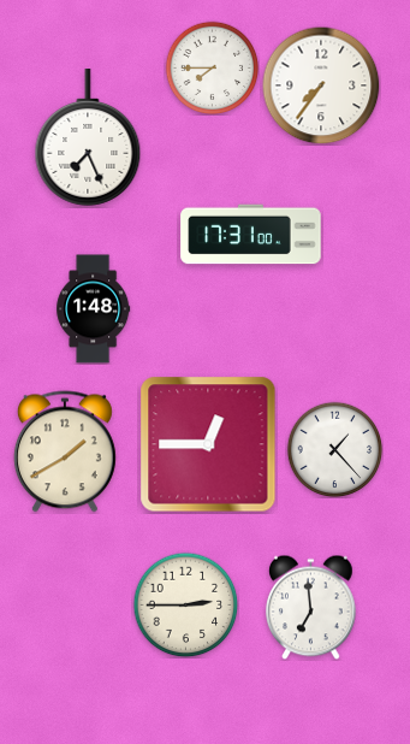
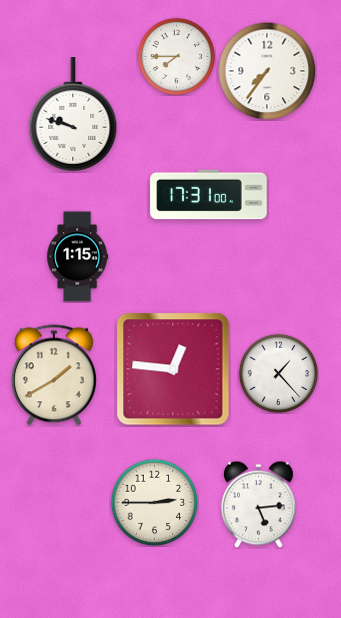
clock at (88, 138): 7:26 -> 9:48
clock at (94, 309): 1:48 -> 1:15
clock at (208, 444): 12:45 -> 12:46
clock at (311, 607): 6:59 -> 5:14
